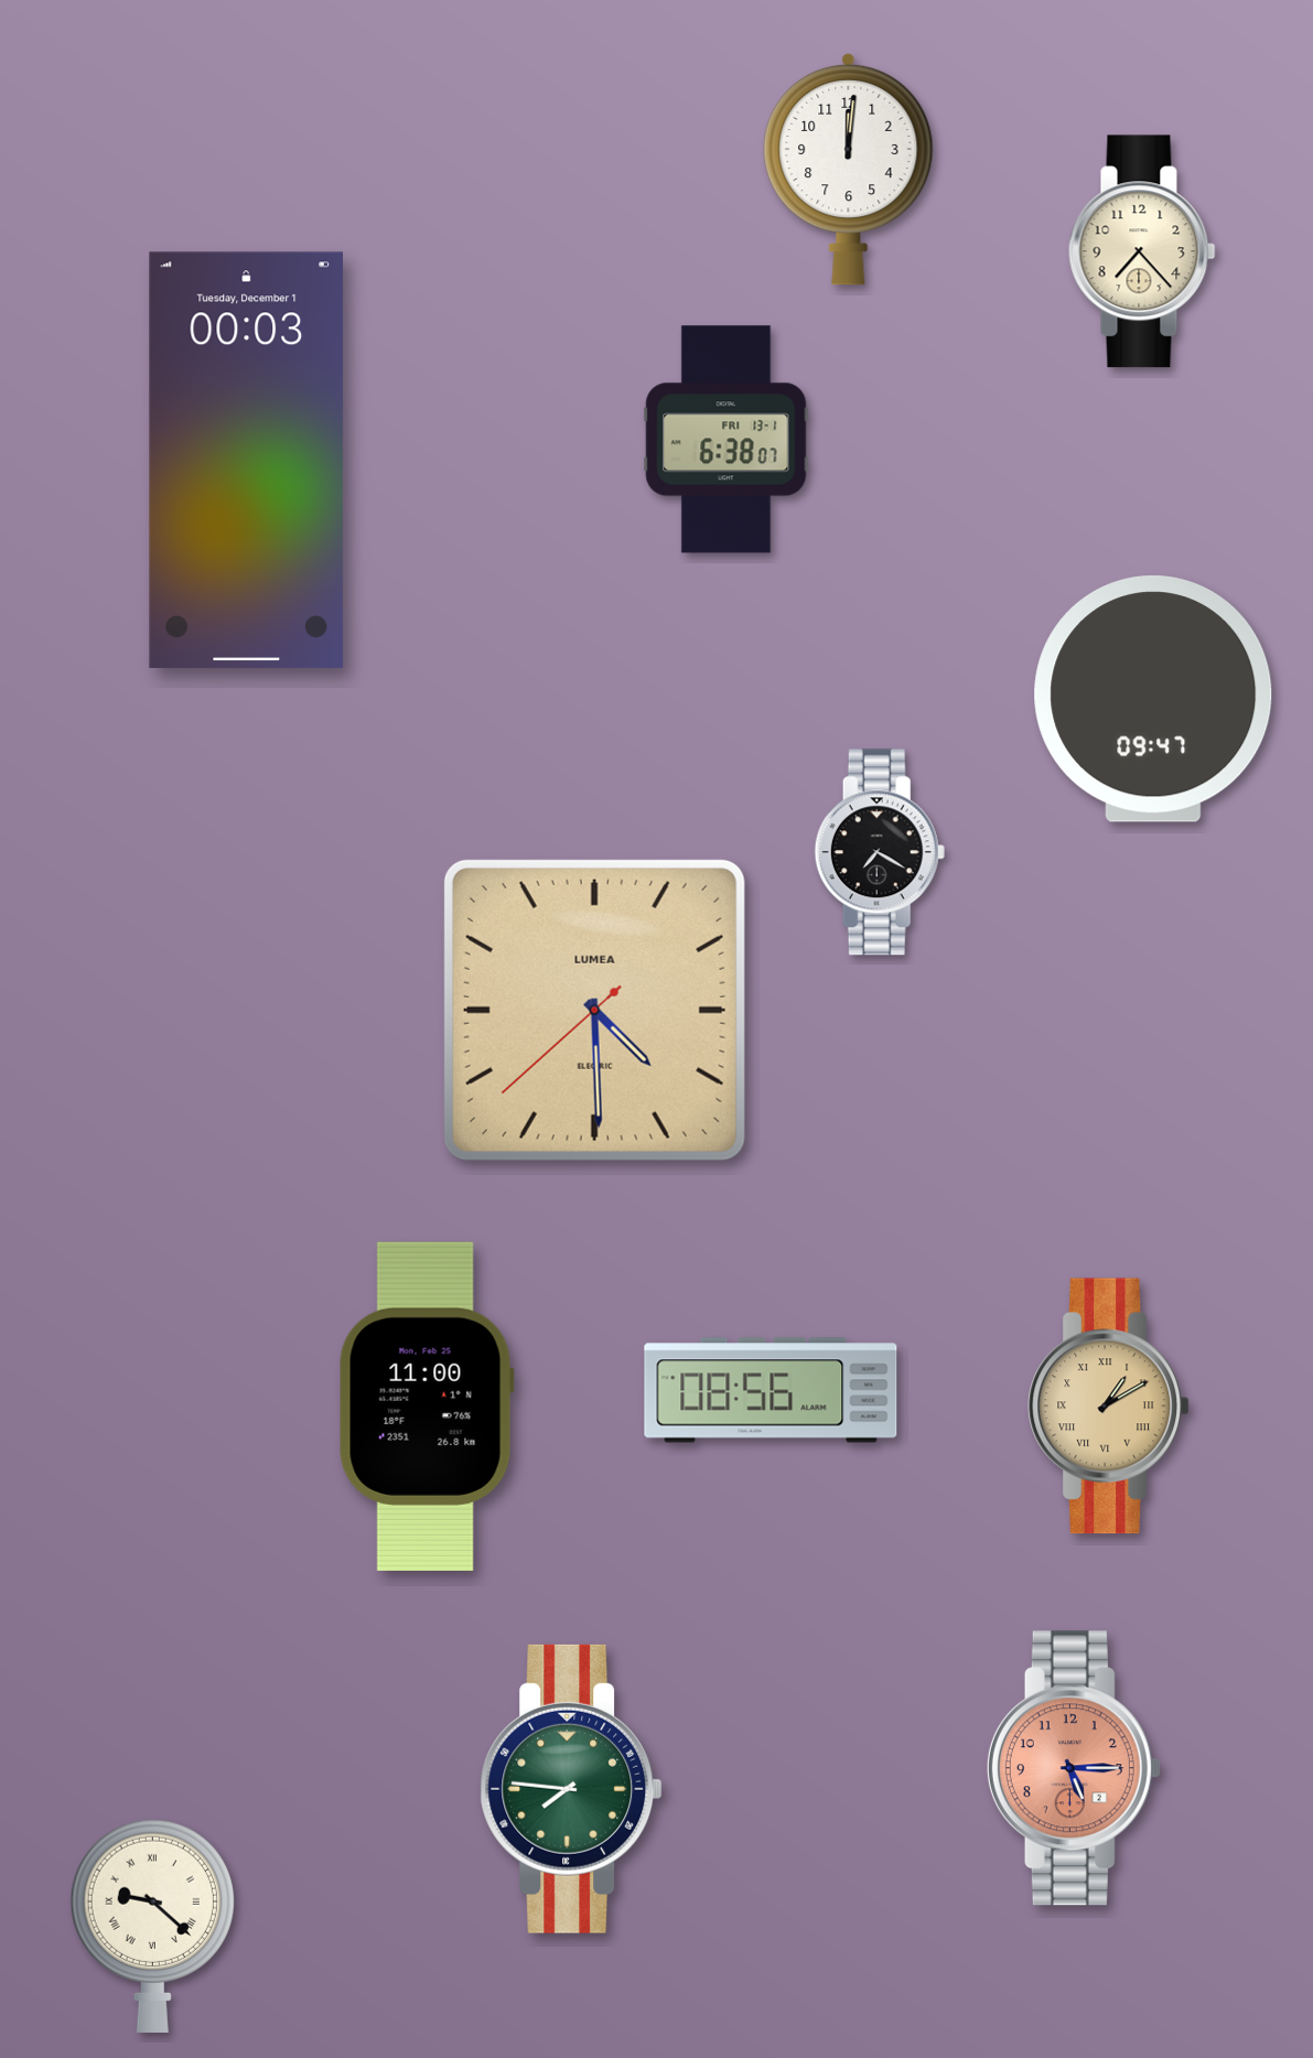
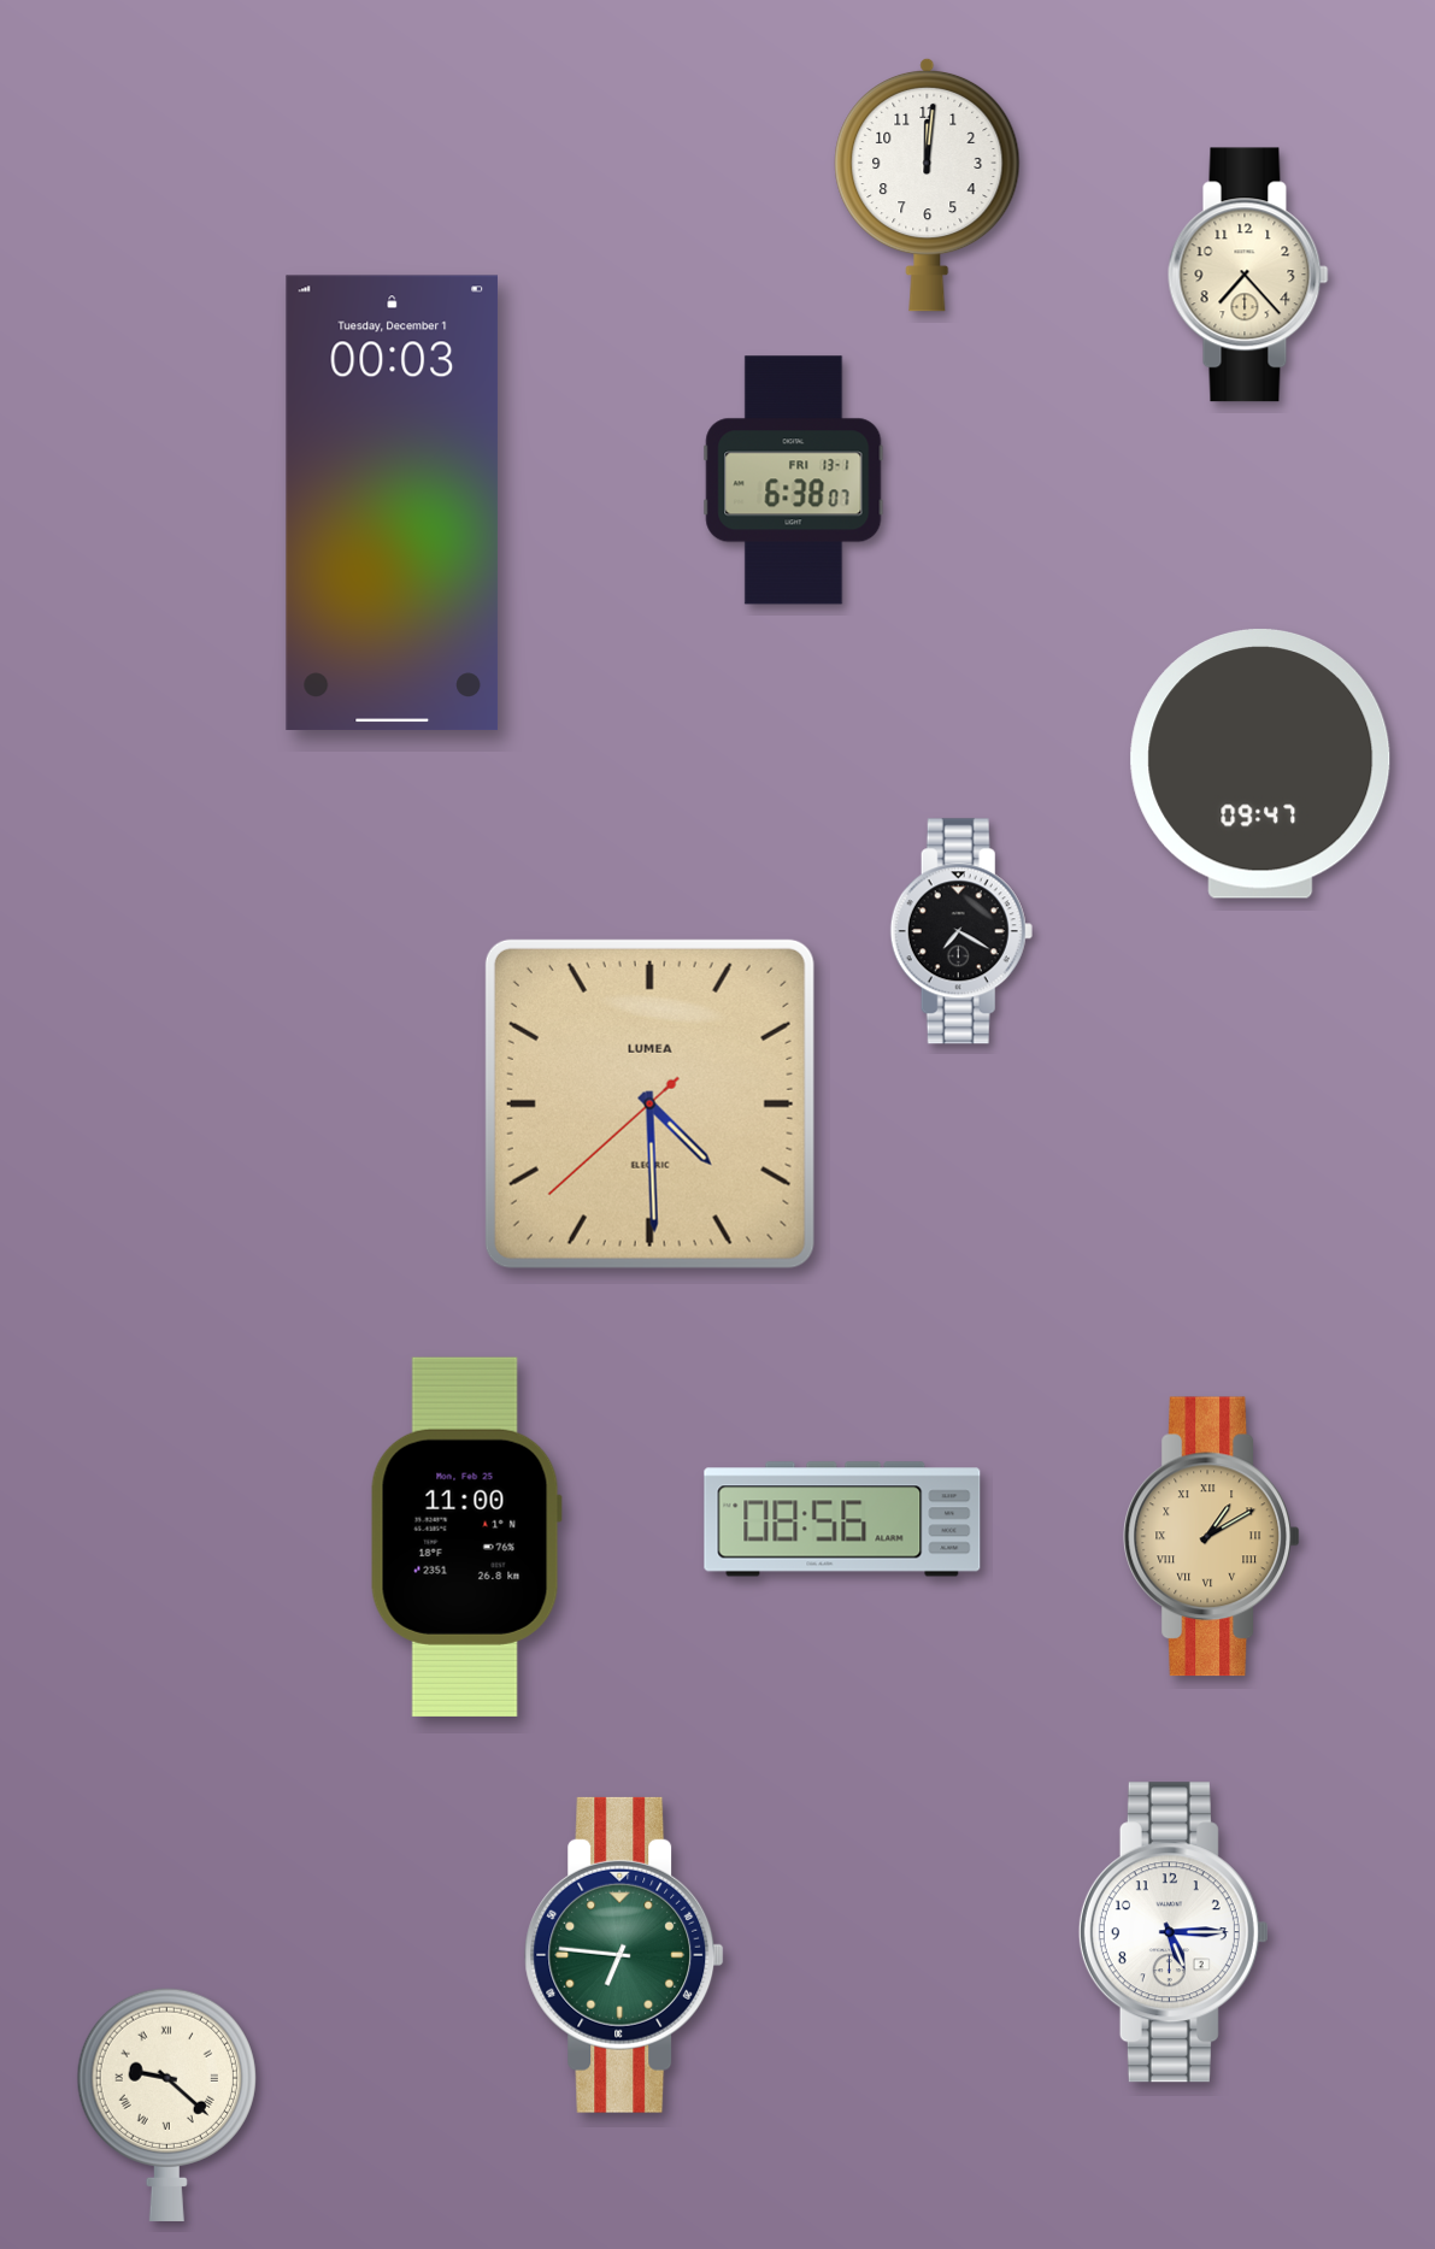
clock at (247, 460) position: (247, 460) -> (393, 502)
clock at (1074, 1768) dial: salmon -> white
clock at (571, 1789): 7:46 -> 6:46
